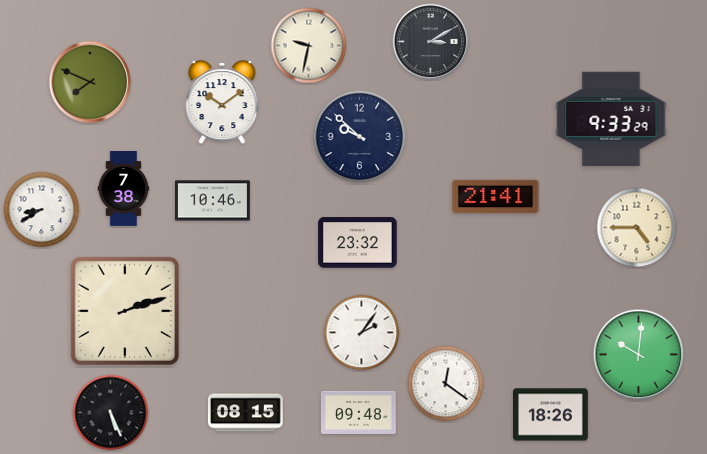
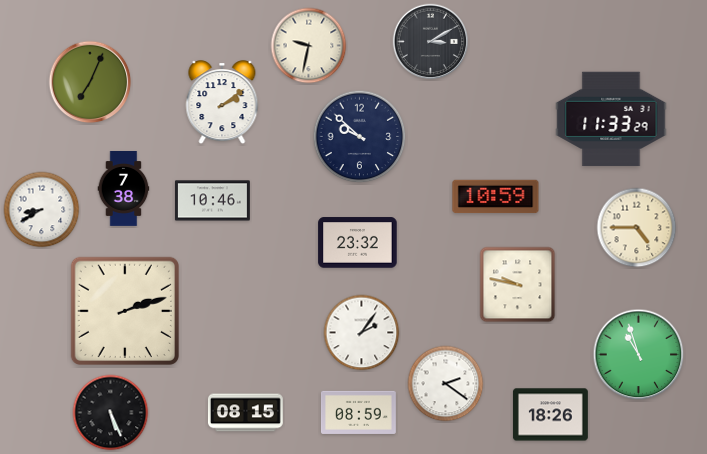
clock at (90, 82): 7:49 -> 7:04
clock at (222, 103): 10:09 -> 2:09
clock at (611, 119): 9:33 -> 11:33
clock at (496, 197): 21:41 -> 10:59
clock at (518, 285): none -> 9:47
clock at (639, 355): 10:01 -> 10:57
clock at (446, 384): 12:21 -> 2:21
clock at (358, 412): 09:48 -> 08:59
